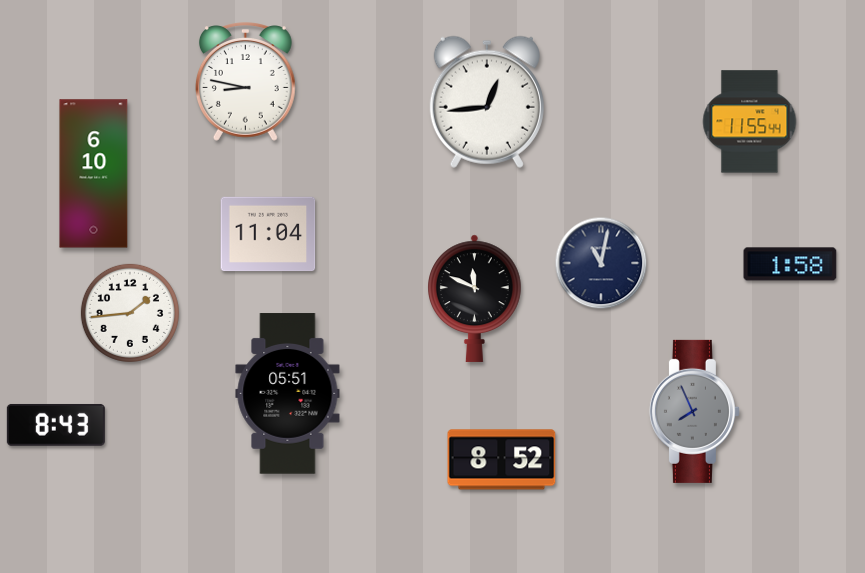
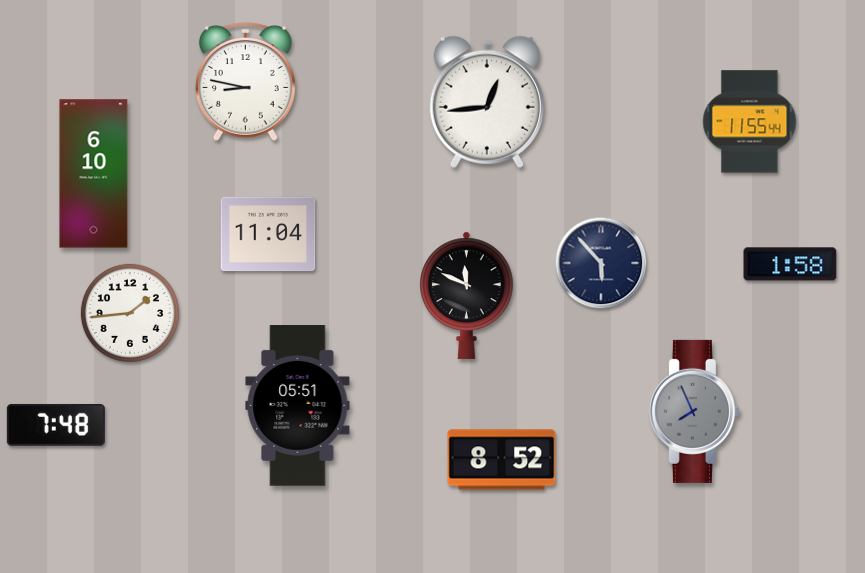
clock at (601, 263): 11:02 -> 5:53
clock at (475, 298) position: (475, 298) -> (467, 295)
clock at (288, 394) position: (288, 394) -> (298, 406)
clock at (56, 425): 8:43 -> 7:48
